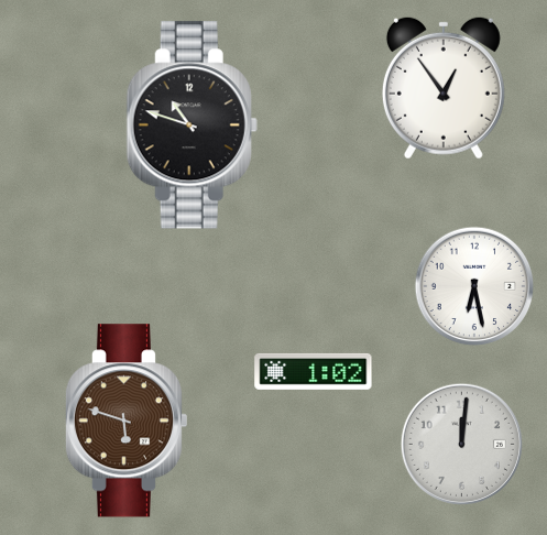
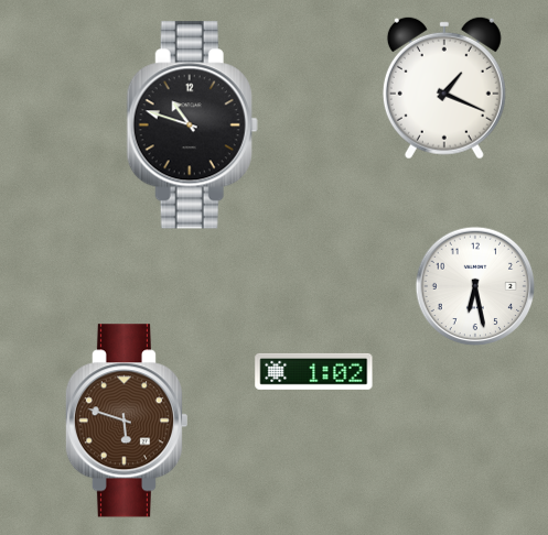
clock at (444, 88): 12:54 -> 1:19
clock at (461, 444): 12:01 -> none
